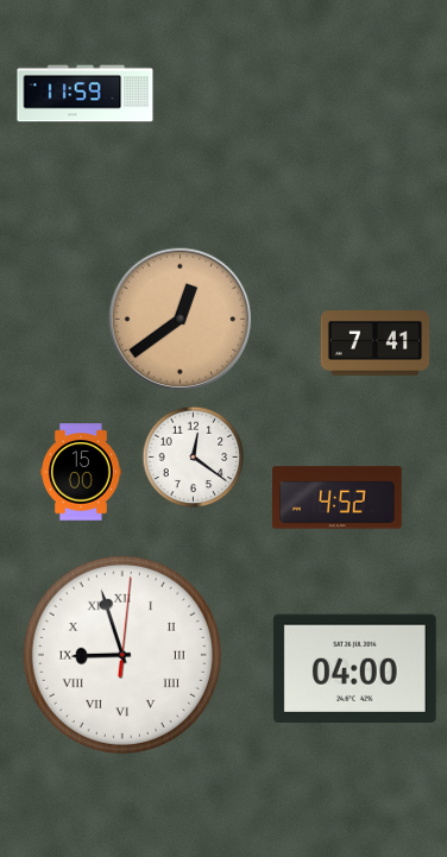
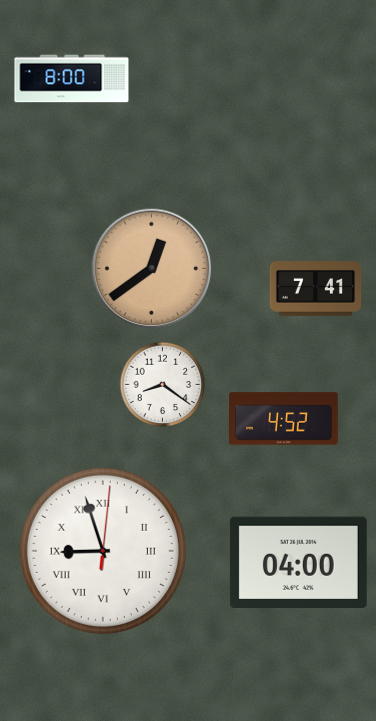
clock at (86, 94): 11:59 -> 8:00
clock at (194, 458): 12:21 -> 8:21
clock at (82, 472): 15:00 -> none
